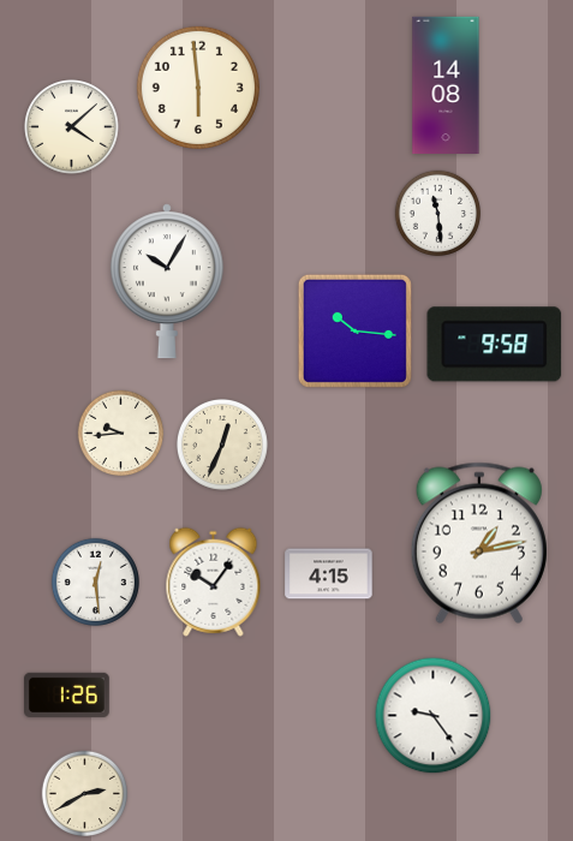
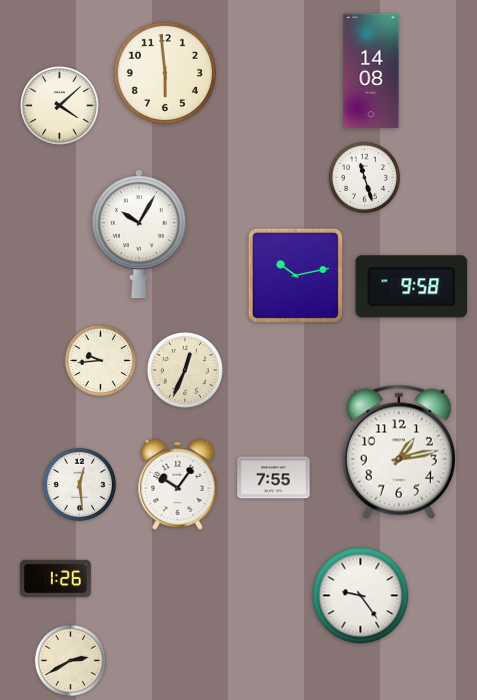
clock at (438, 214): 11:29 -> 11:27
clock at (354, 330): 10:16 -> 10:13
clock at (329, 574): 4:15 -> 7:55
